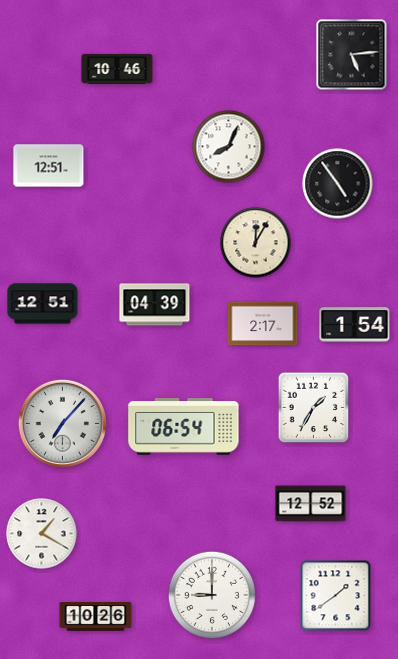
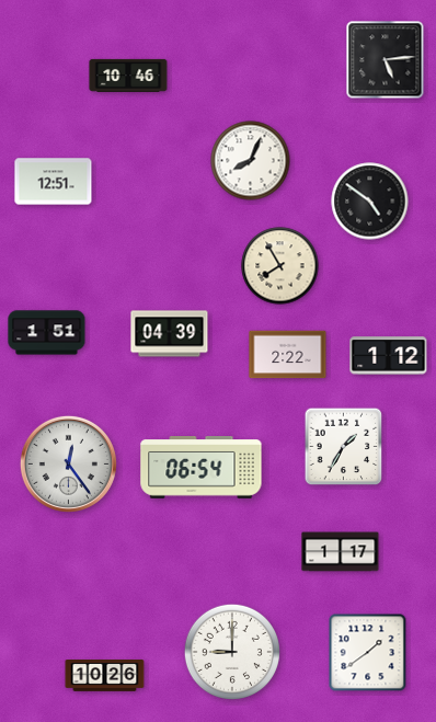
clock at (338, 184): 4:54 -> 4:51
clock at (256, 243): 12:05 -> 7:55
clock at (43, 304): 12:51 -> 1:51
clock at (263, 324): 2:17 -> 2:22
clock at (355, 325): 1:54 -> 1:12
clock at (62, 423): 7:07 -> 12:24
clock at (311, 504): 12:52 -> 1:17
clock at (42, 534): 1:20 -> none
